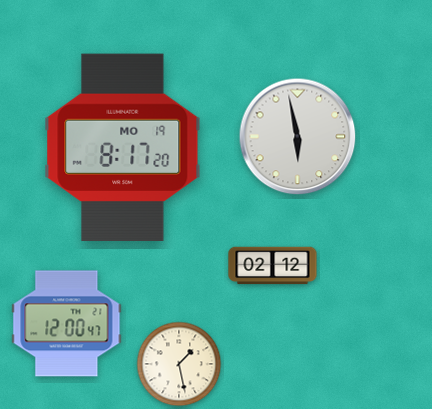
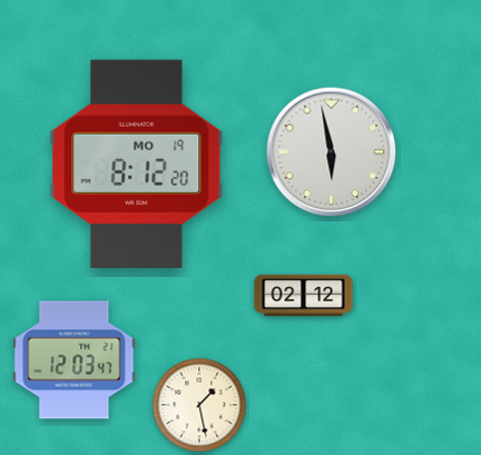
clock at (123, 147): 8:17 -> 8:12
clock at (67, 324): 12:00 -> 12:03
